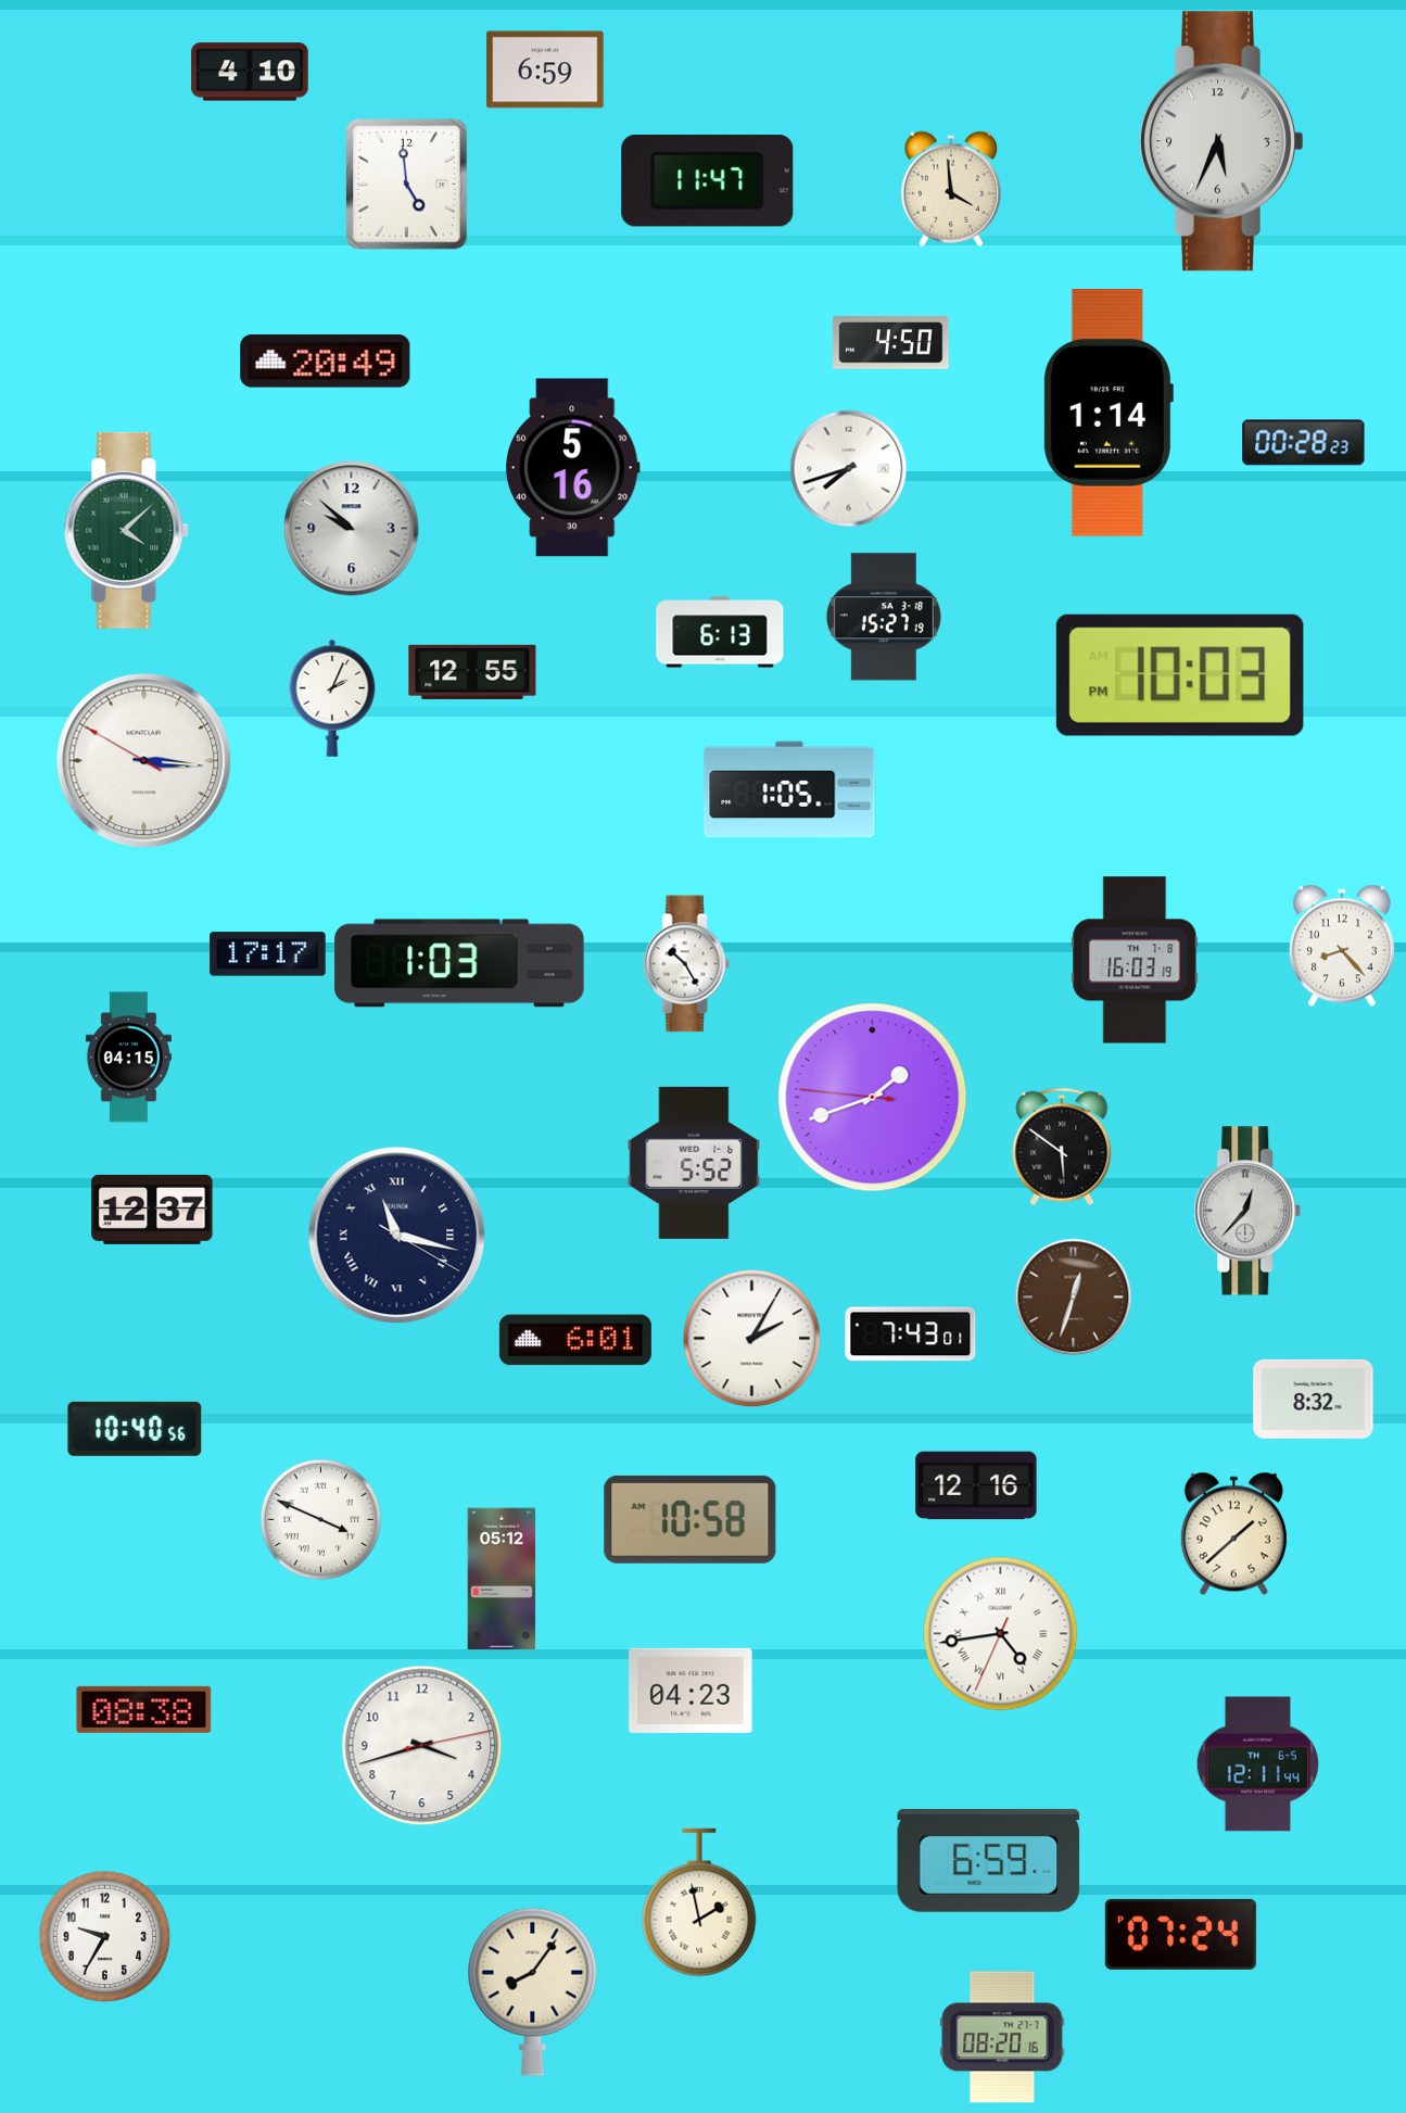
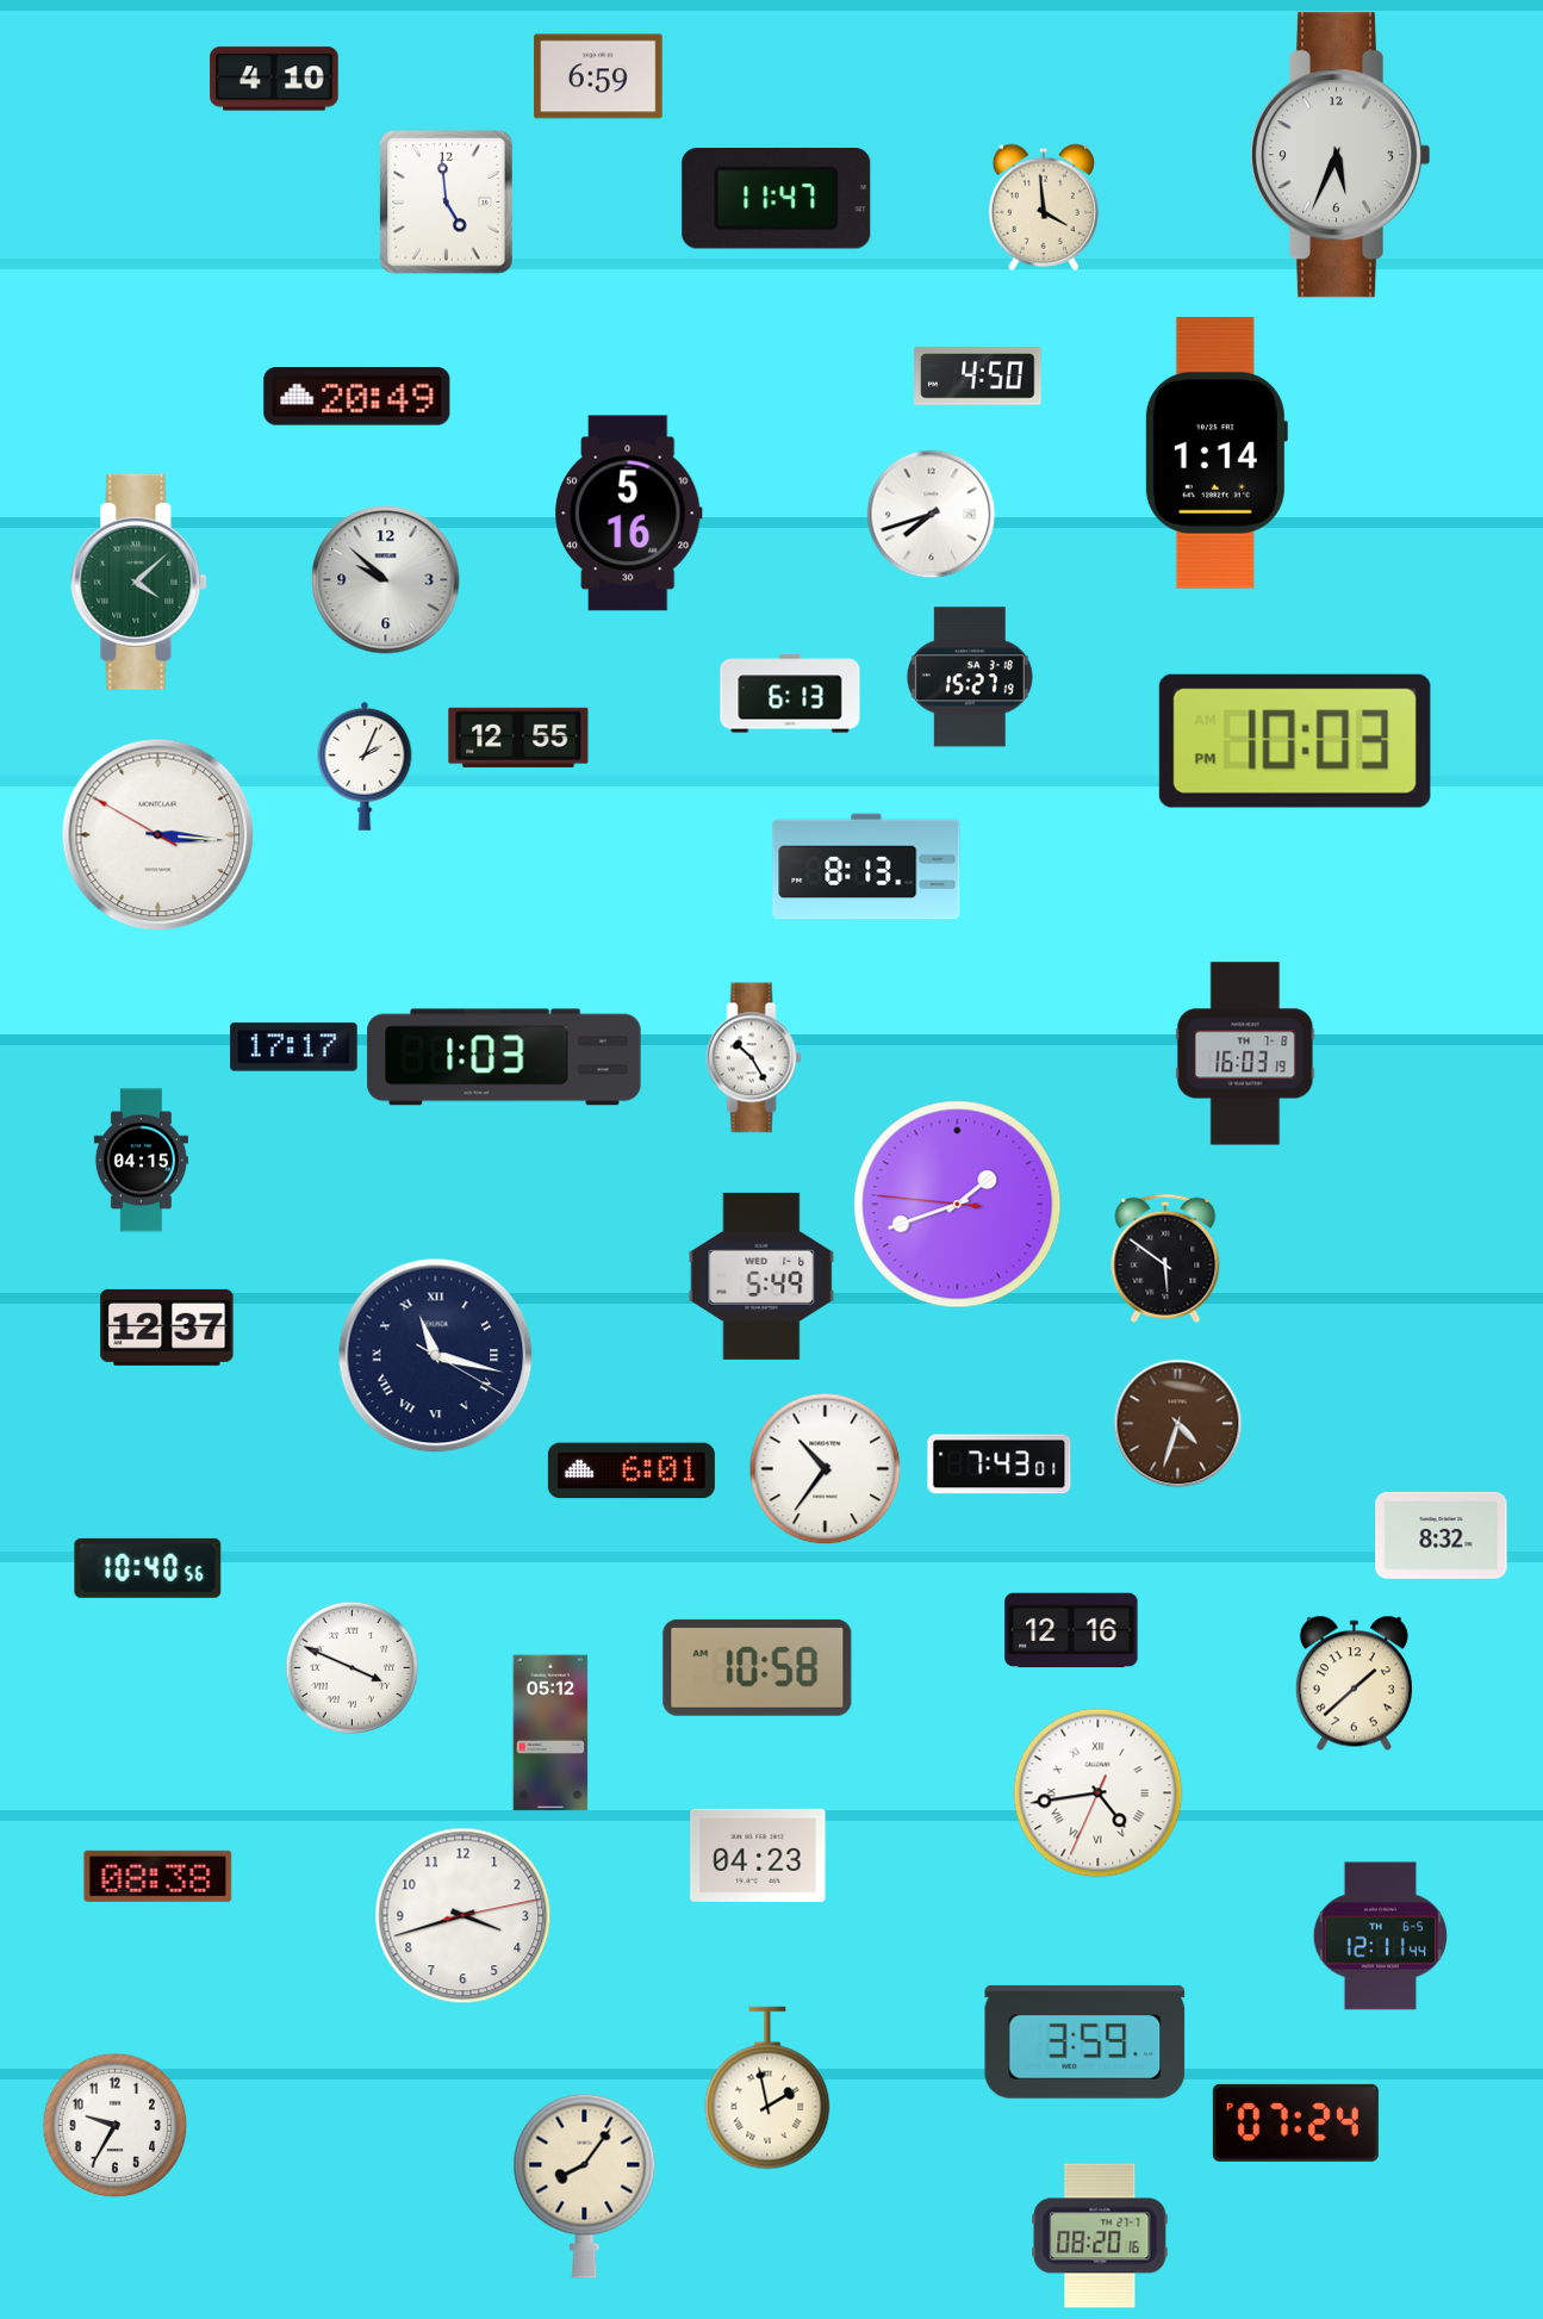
clock at (1304, 443): 00:28 -> none
clock at (789, 789): 1:05 -> 8:13
clock at (1342, 946): 8:23 -> none
clock at (694, 1163): 5:52 -> 5:49
clock at (1247, 1211): 12:37 -> none
clock at (1074, 1298): 12:33 -> 4:33
clock at (752, 1339): 2:05 -> 10:36
clock at (989, 1860): 6:59 -> 3:59
